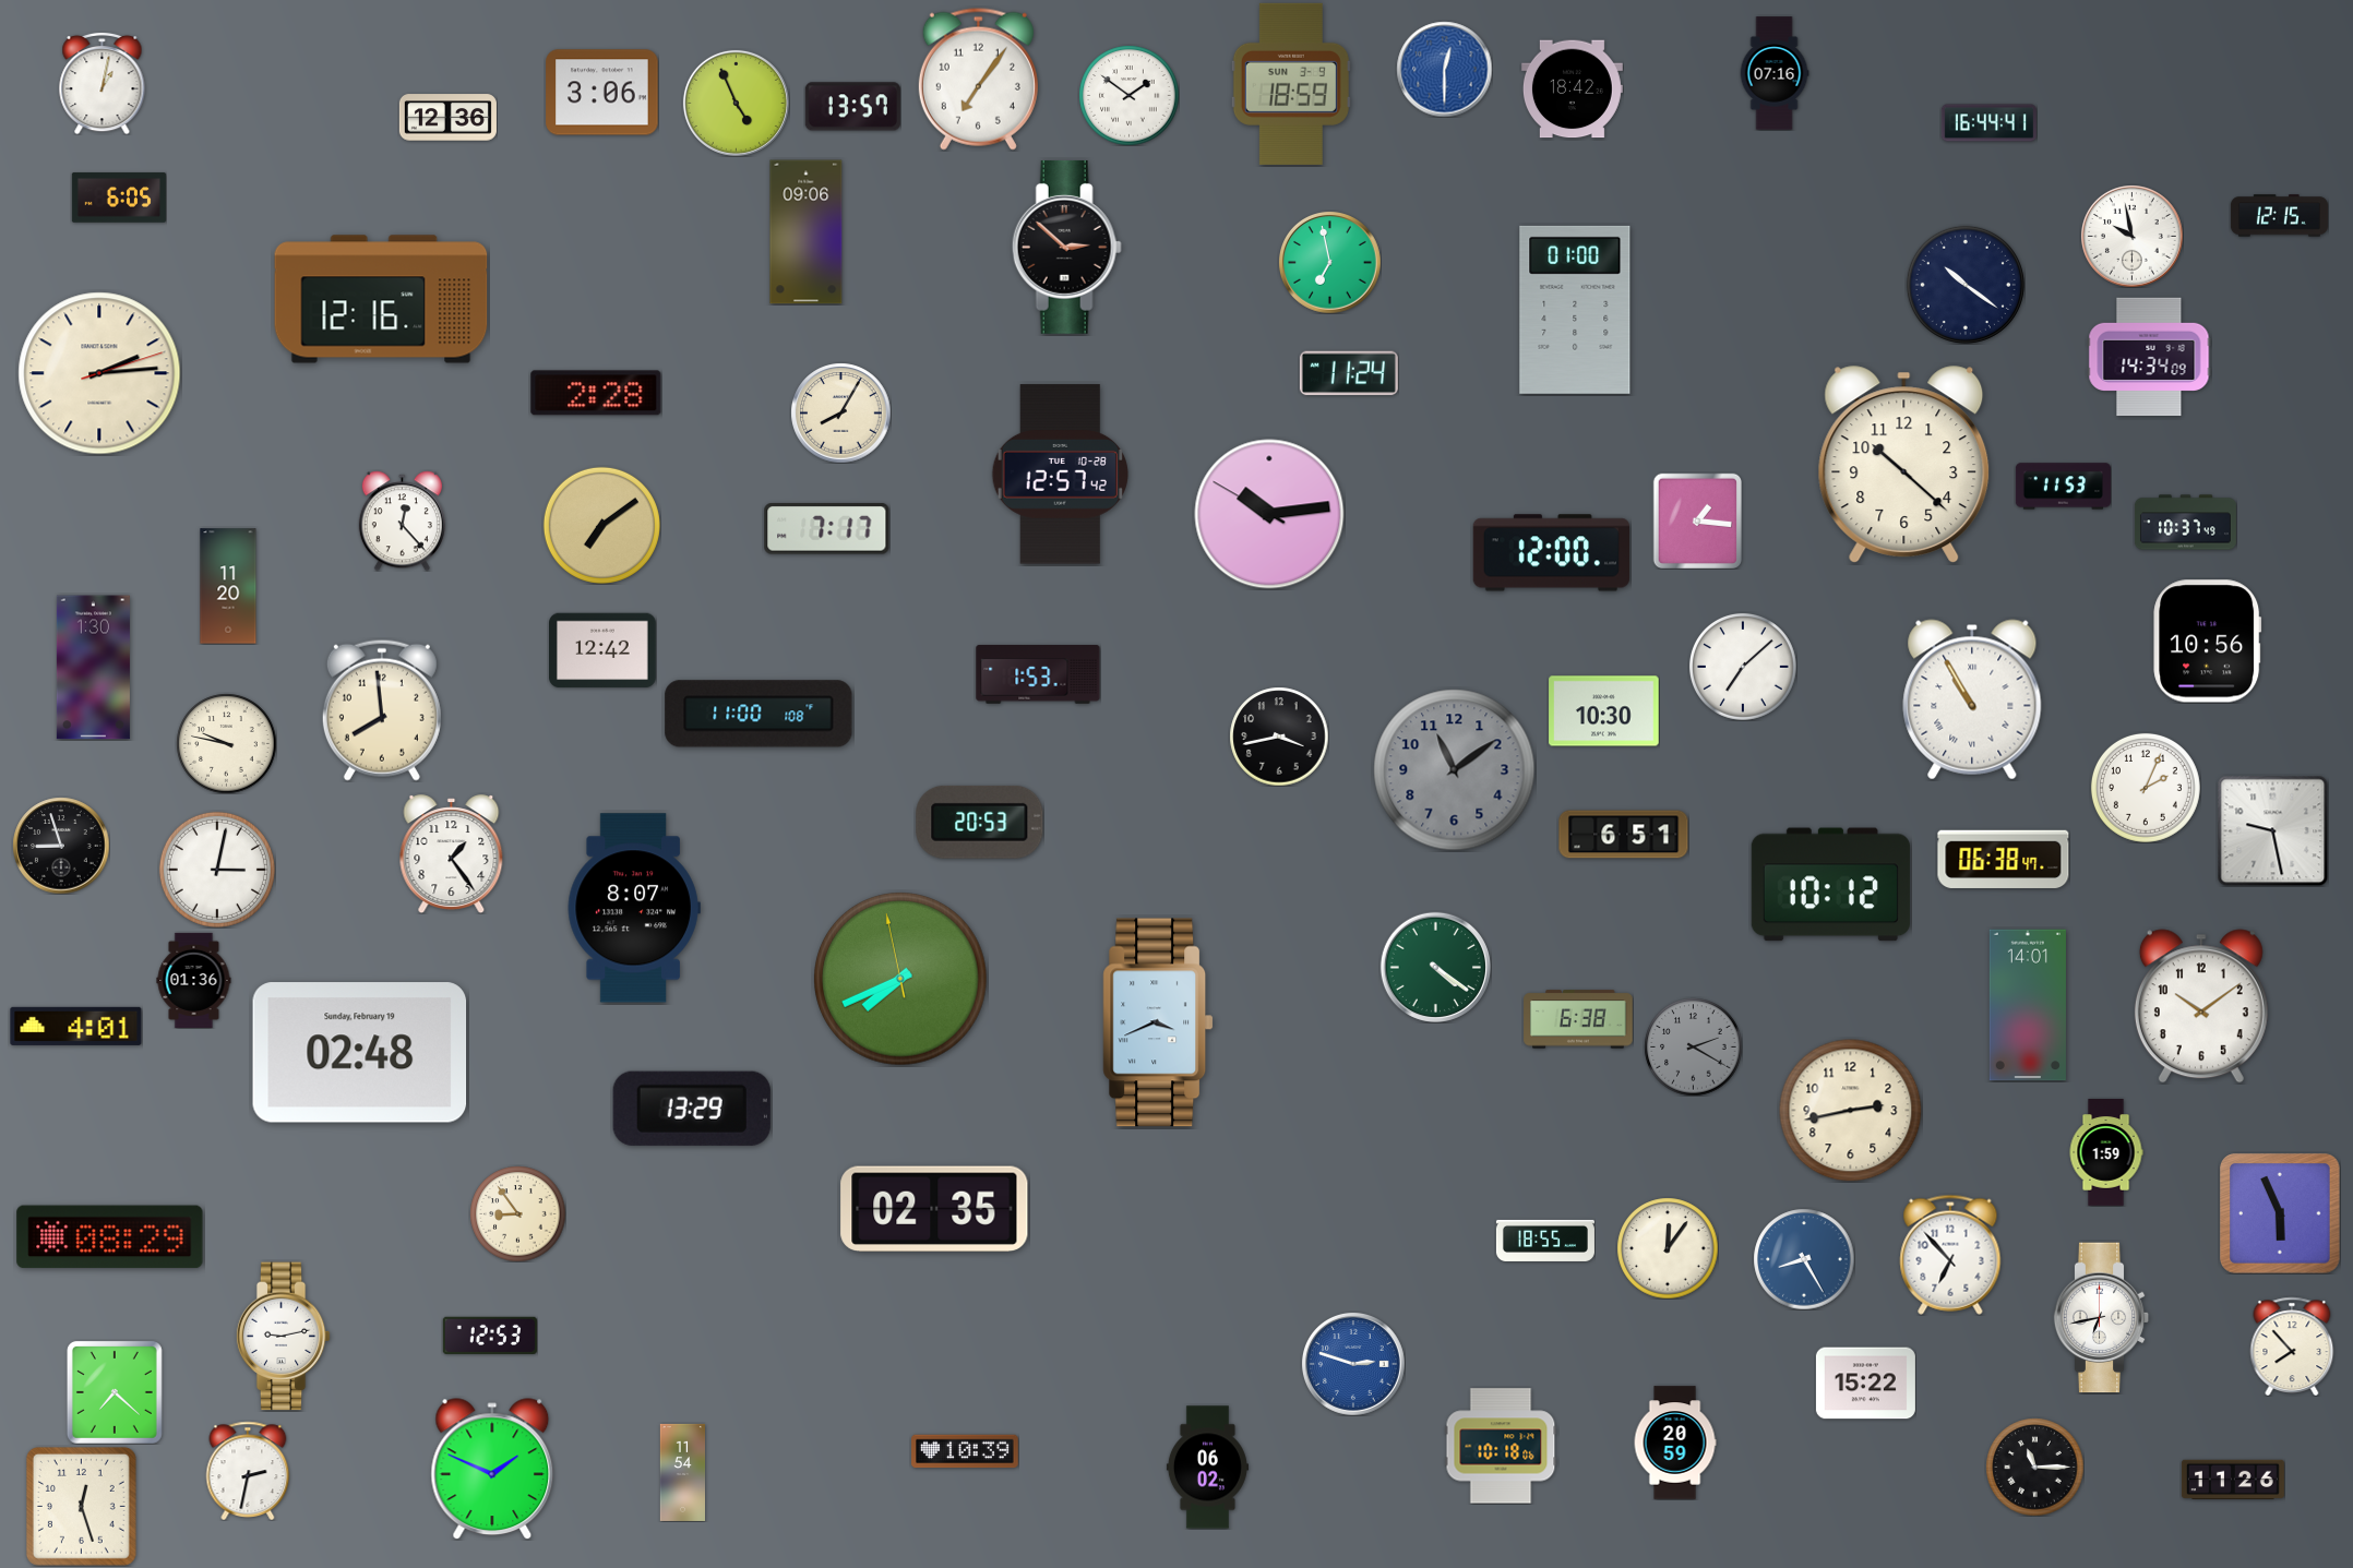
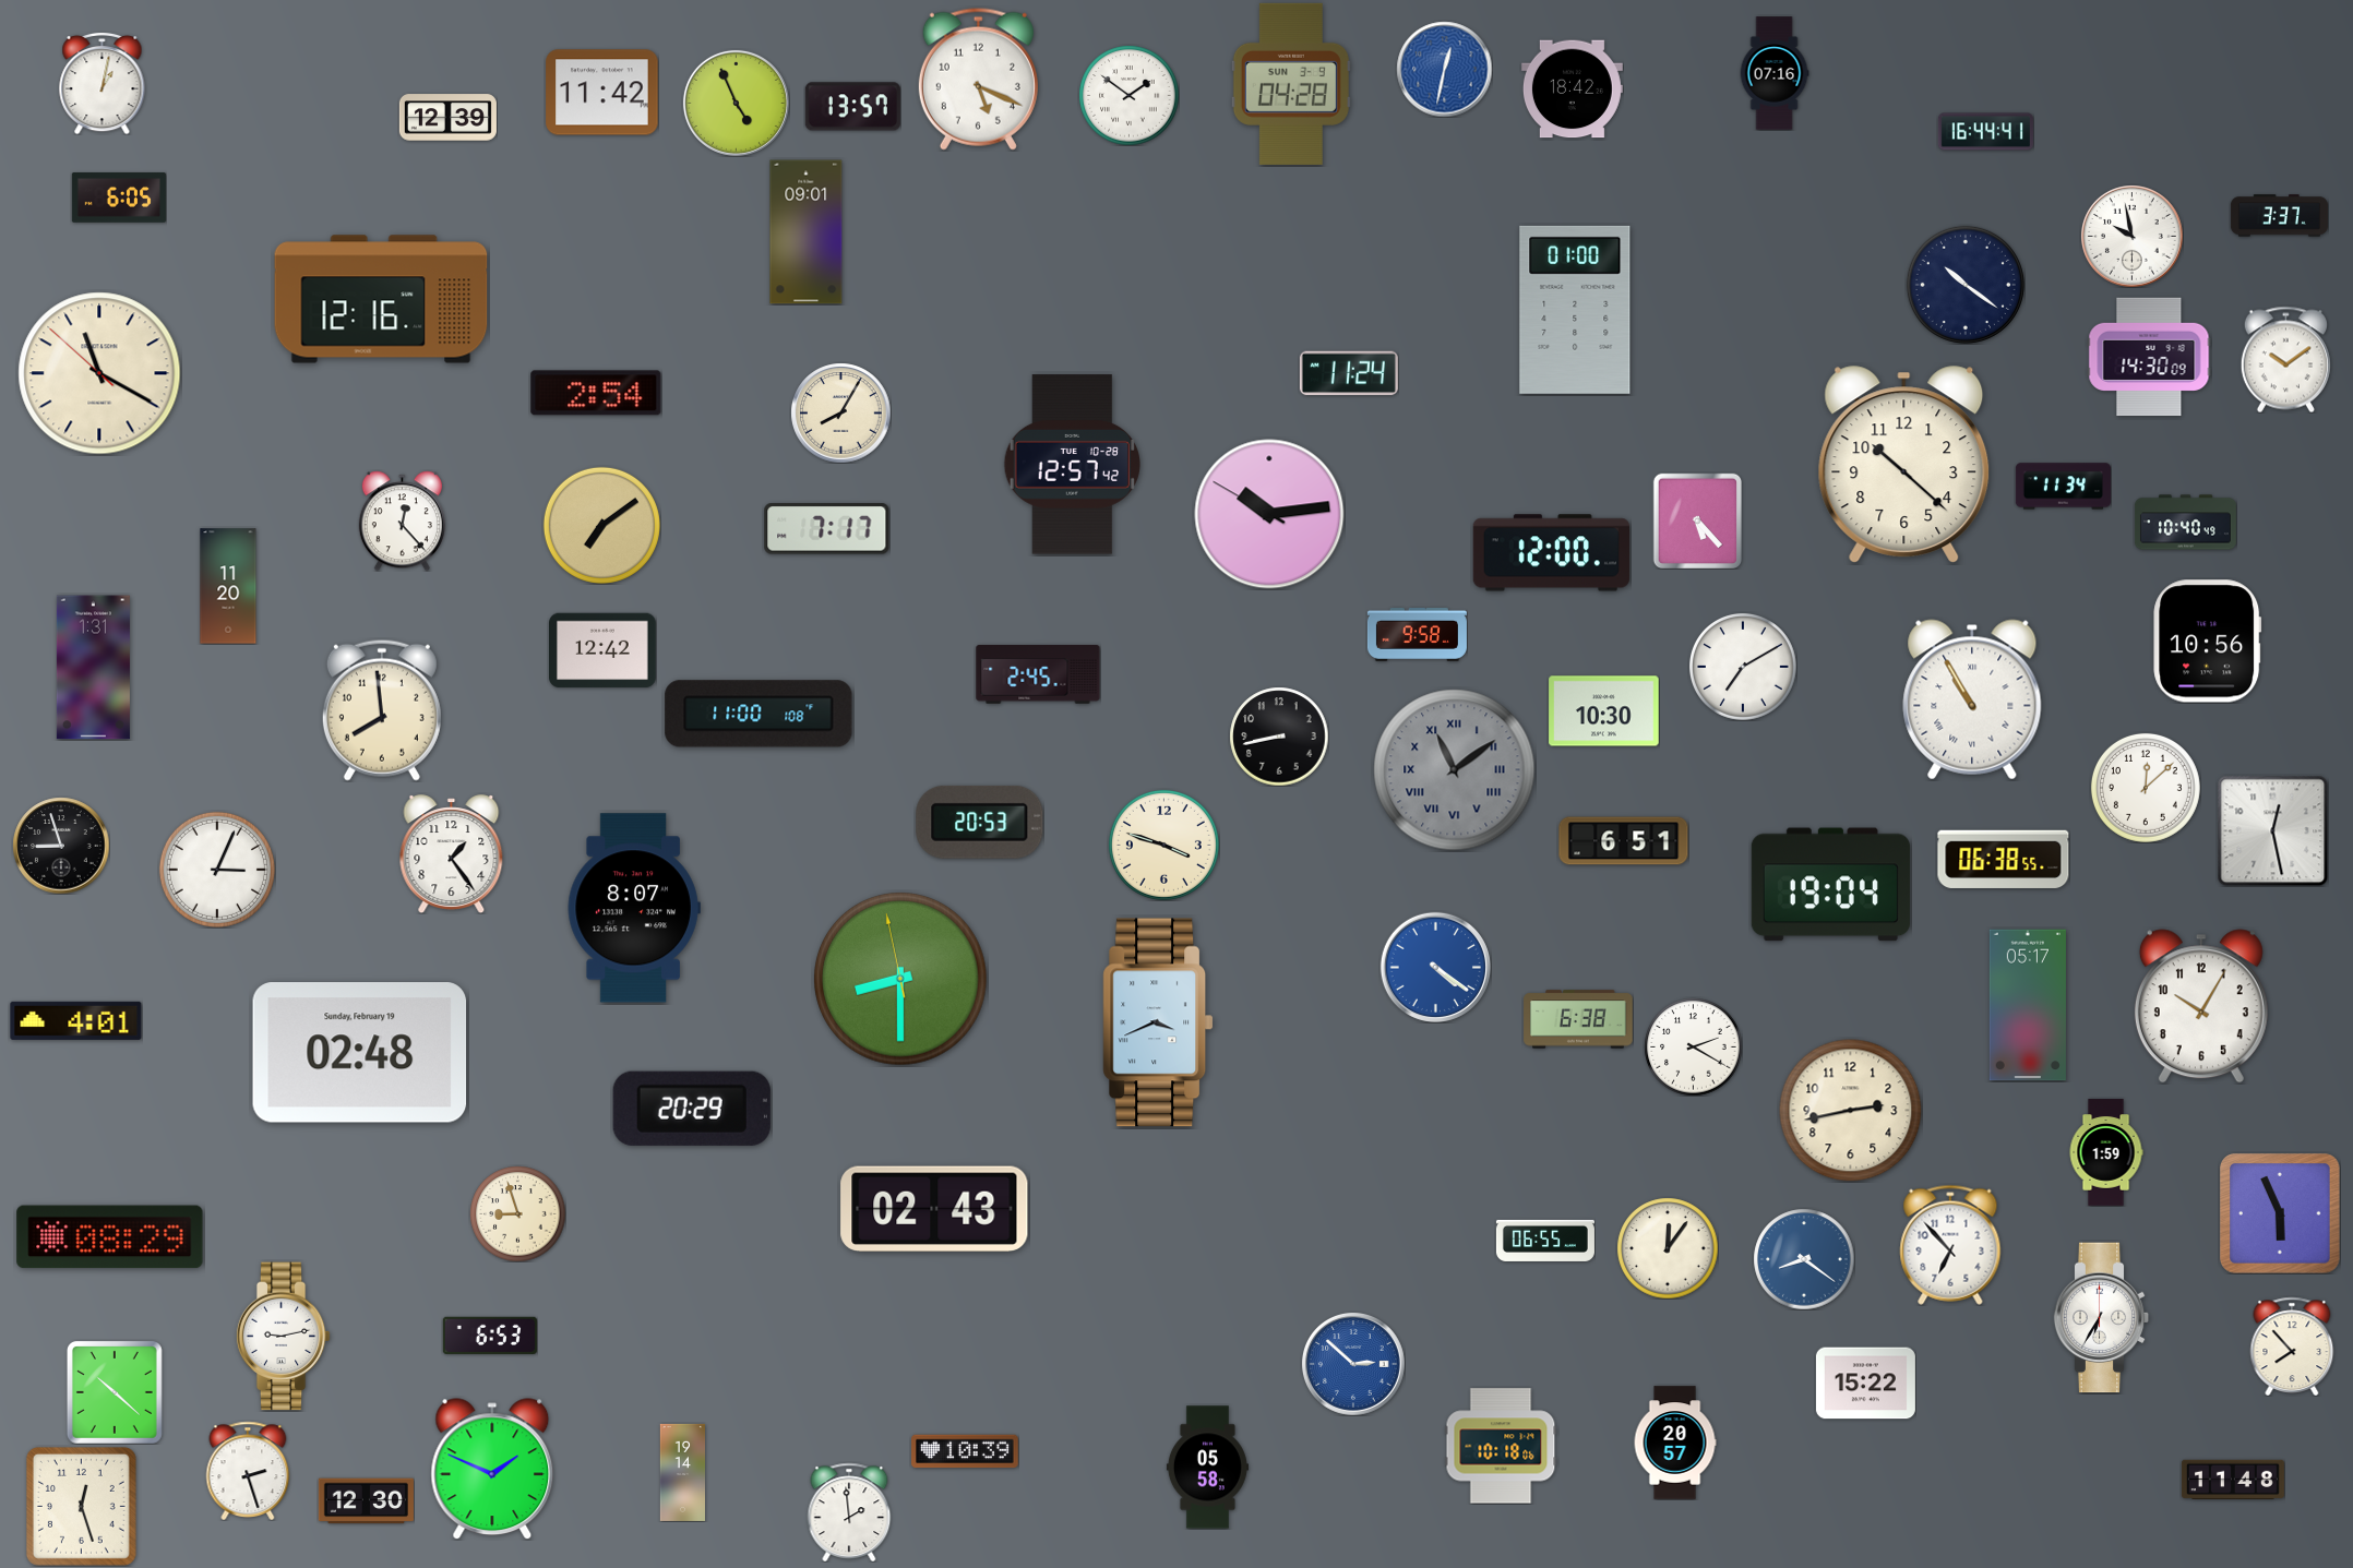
clock at (1444, 69): 12:30 -> 12:32
clock at (978, 79): 7:06 -> 5:19
clock at (1291, 84): 18:59 -> 04:28
clock at (602, 93): 3:06 -> 11:42
clock at (447, 118): 12:36 -> 12:39
clock at (1988, 123) position: (1988, 123) -> (1985, 132)
clock at (2279, 216): 12:15 -> 3:37
clock at (807, 232): 09:06 -> 09:01
clock at (1066, 247): 2:52 -> none
clock at (1330, 263): 6:58 -> none
clock at (2149, 357): 14:34 -> 14:30
clock at (2285, 359): none -> 10:09
clock at (99, 373): 2:14 -> 11:19
clock at (596, 393): 2:28 -> 2:54
clock at (1060, 475) position: (1060, 475) -> (1072, 465)
clock at (2063, 487): 11:53 -> 11:34
clock at (1697, 520): 1:16 -> 5:23
clock at (2185, 523): 10:37 -> 10:40
clock at (1417, 634): none -> 9:58
clock at (1743, 667): 7:08 -> 7:10
clock at (93, 668): 1:30 -> 1:31
clock at (1038, 674): 1:53 -> 2:45
clock at (1279, 737): 3:43 -> 8:43
clock at (226, 743): 9:47 -> none
clock at (1455, 770) numerals: Arabic -> Roman
clock at (2146, 788): 2:04 -> 12:08
clock at (2272, 830): 9:28 -> 12:28
clock at (1624, 835) position: (1624, 835) -> (1624, 841)
clock at (1163, 845): none -> 3:48
clock at (2004, 859): 06:38:47 -> 06:38:55
clock at (217, 870): 3:02 -> 3:04
clock at (1830, 885): 10:12 -> 19:04
clock at (1435, 967) dial: green -> blue
clock at (900, 979): 7:40 -> 8:29
clock at (194, 980): 01:36 -> none
clock at (2028, 1005): 14:01 -> 05:17
clock at (2201, 1006): 10:09 -> 10:05
clock at (76, 1026) position: (76, 1026) -> (76, 1020)
clock at (1693, 1046) dial: grey -> white
clock at (692, 1109): 13:29 -> 20:29
clock at (934, 1209): 02:35 -> 02:43
clock at (517, 1213): 8:54 -> 8:57
clock at (1545, 1241): 18:55 -> 06:55
clock at (1950, 1255) position: (1950, 1255) -> (1950, 1245)
clock at (1804, 1259): 8:25 -> 8:21
clock at (2102, 1318): 6:43 -> 6:35
clock at (490, 1336): 12:53 -> 6:53
clock at (1353, 1364): 2:48 -> 2:52
clock at (115, 1392): 7:22 -> 10:22
clock at (1675, 1443): 20:59 -> 20:57
clock at (2034, 1467): 11:15 -> none
clock at (1207, 1468): 06:02 -> 05:58
clock at (248, 1470): 2:32 -> 2:27
clock at (683, 1472): 11:54 -> 19:14
clock at (2233, 1479): 11:26 -> 11:48
clock at (366, 1501): none -> 12:30
clock at (849, 1511): none -> 1:59
